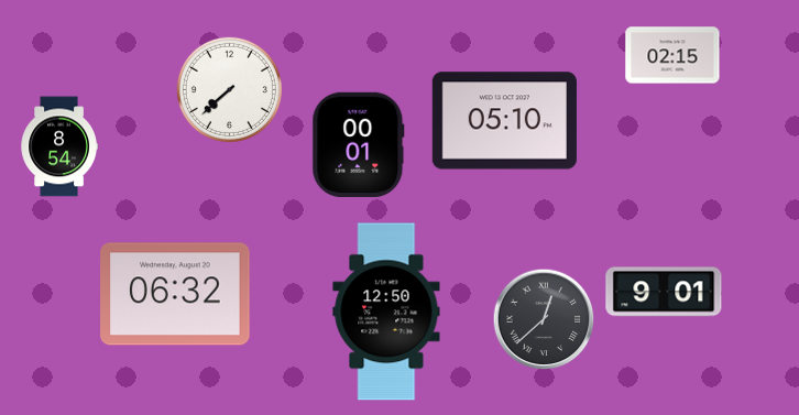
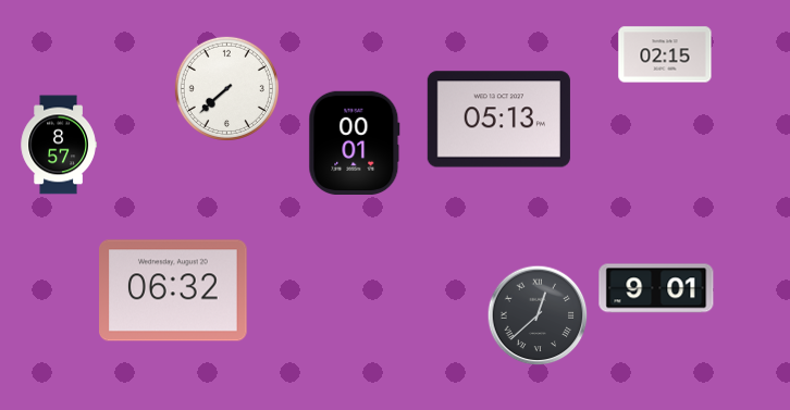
clock at (504, 121): 05:10 -> 05:13
clock at (59, 146): 8:54 -> 8:57
clock at (386, 312): 12:50 -> none
